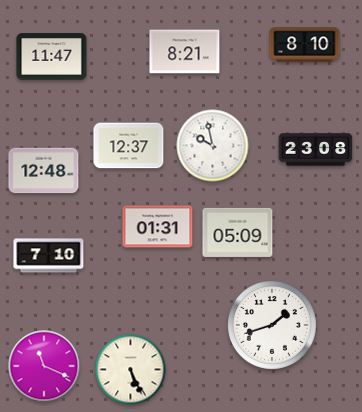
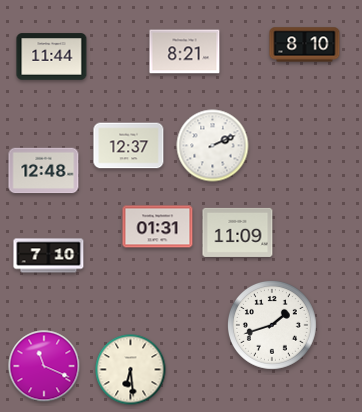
clock at (52, 57): 11:47 -> 11:44
clock at (213, 146): 9:58 -> 2:11
clock at (316, 150): 23:08 -> none
clock at (238, 232): 05:09 -> 11:09
clock at (131, 370): 5:26 -> 6:29
